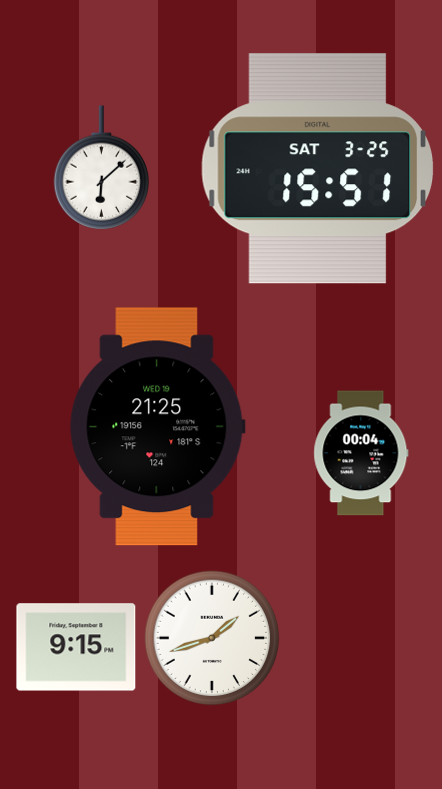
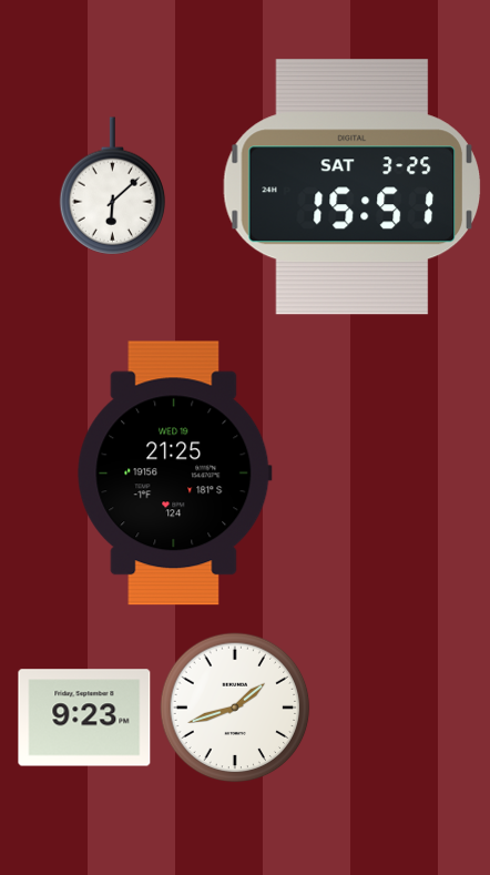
clock at (361, 453): 00:04 -> none
clock at (76, 647): 9:15 -> 9:23
